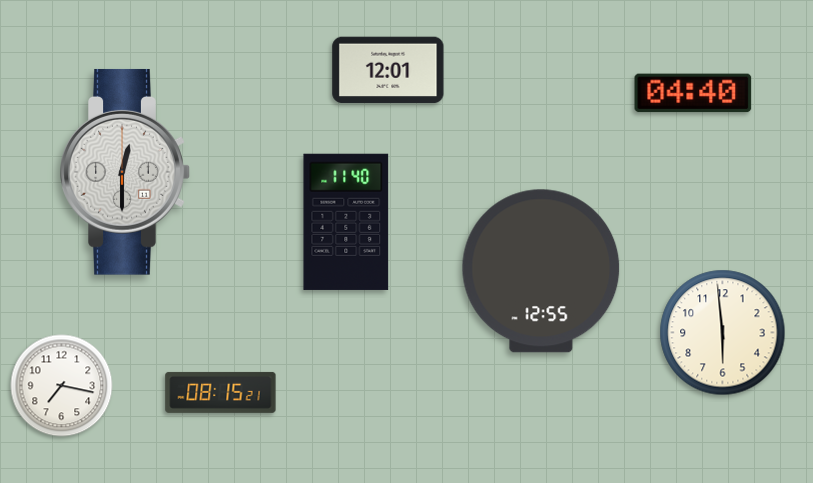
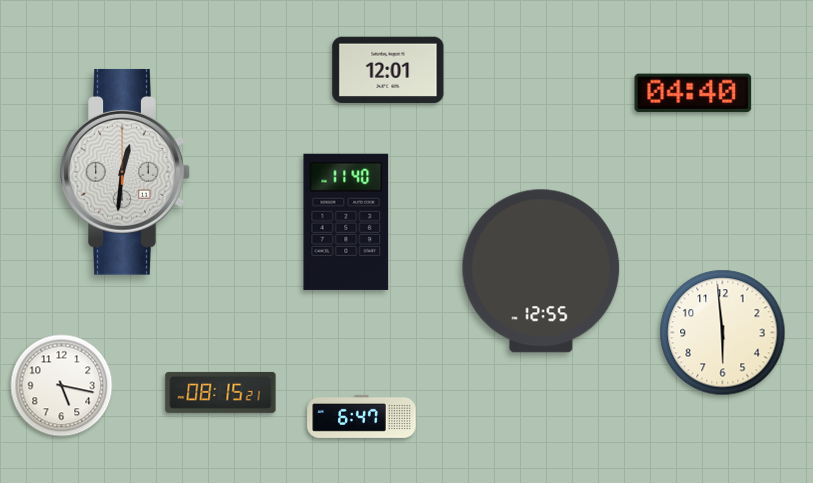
clock at (125, 172): 12:30 -> 12:31
clock at (62, 386): 7:17 -> 5:17
clock at (362, 416): none -> 6:47
